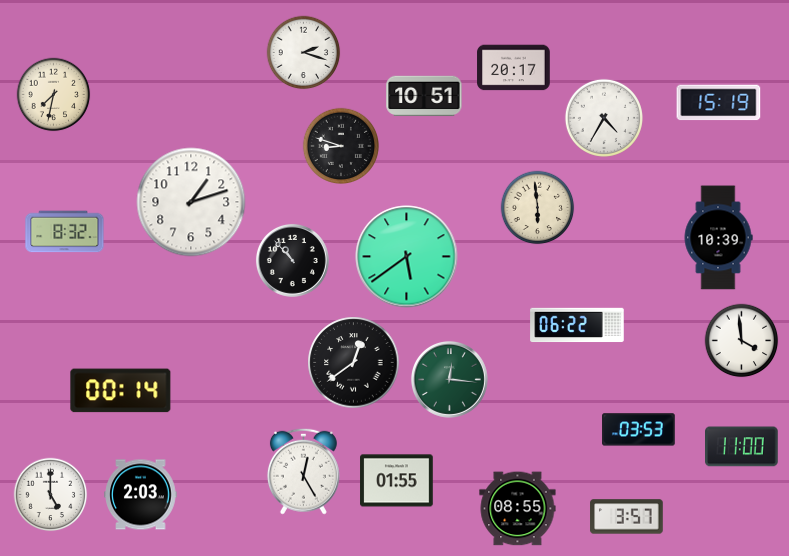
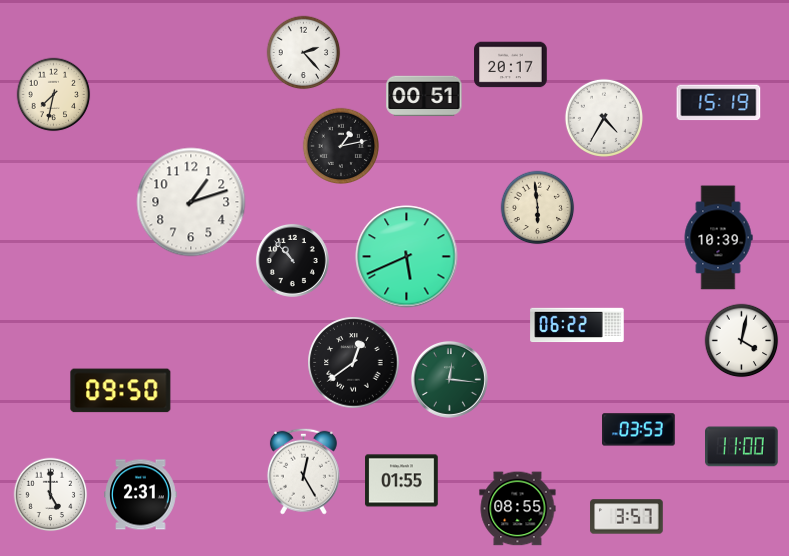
clock at (304, 53): 2:18 -> 2:23
clock at (514, 68) position: (514, 68) -> (511, 65)
clock at (424, 96): 10:51 -> 00:51
clock at (340, 145): 8:48 -> 1:13
clock at (65, 232): 8:32 -> none
clock at (407, 257): 5:39 -> 5:41
clock at (742, 341): 3:59 -> 4:02
clock at (121, 391): 00:14 -> 09:50
clock at (397, 481) position: (397, 481) -> (402, 481)
clock at (141, 495): 2:03 -> 2:31
